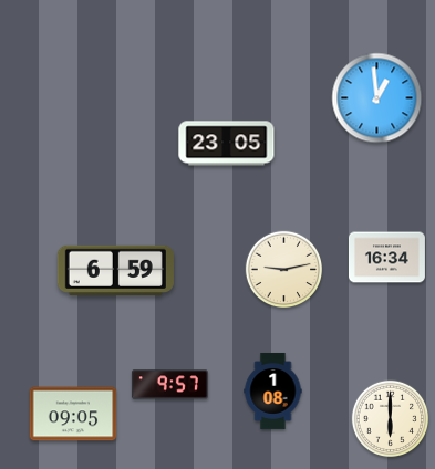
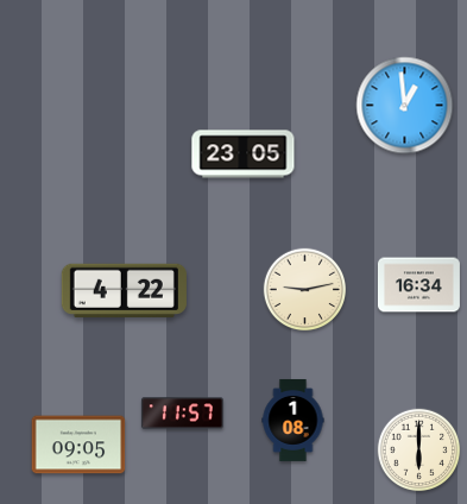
clock at (386, 258) position: (386, 258) -> (418, 285)
clock at (115, 270): 6:59 -> 4:22
clock at (169, 385): 9:57 -> 11:57
